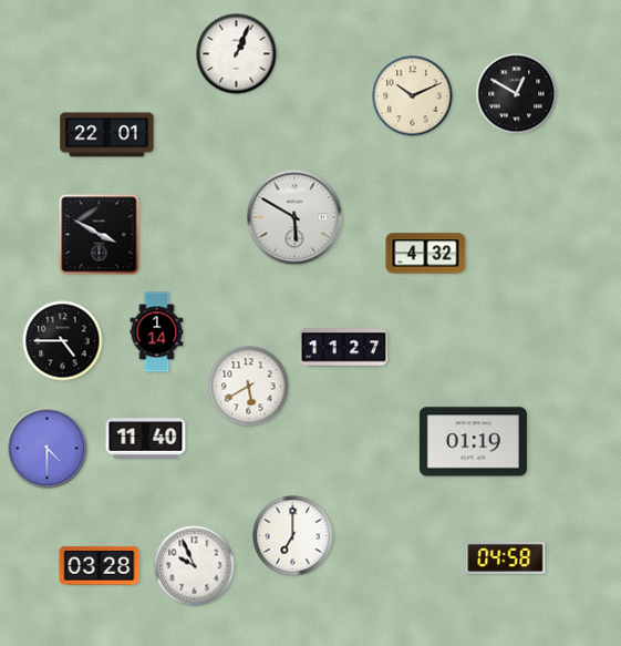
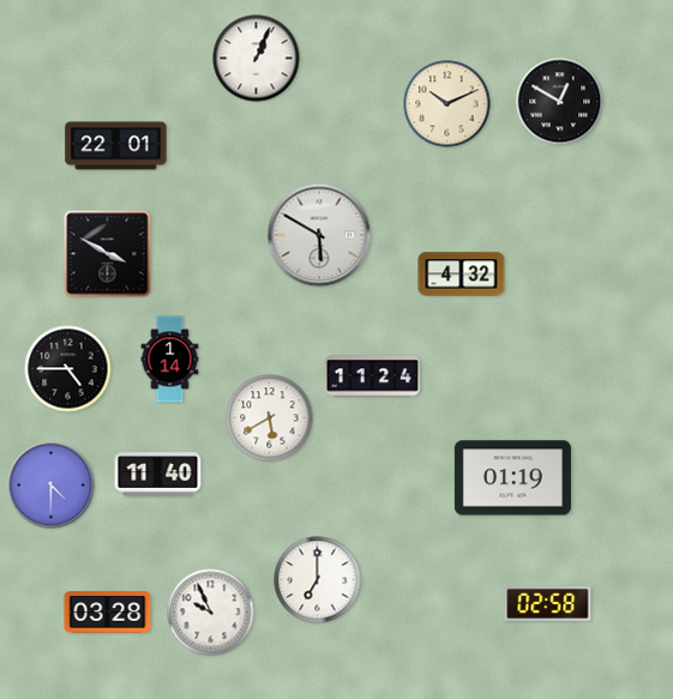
clock at (343, 348): 11:27 -> 11:24
clock at (506, 557): 04:58 -> 02:58
